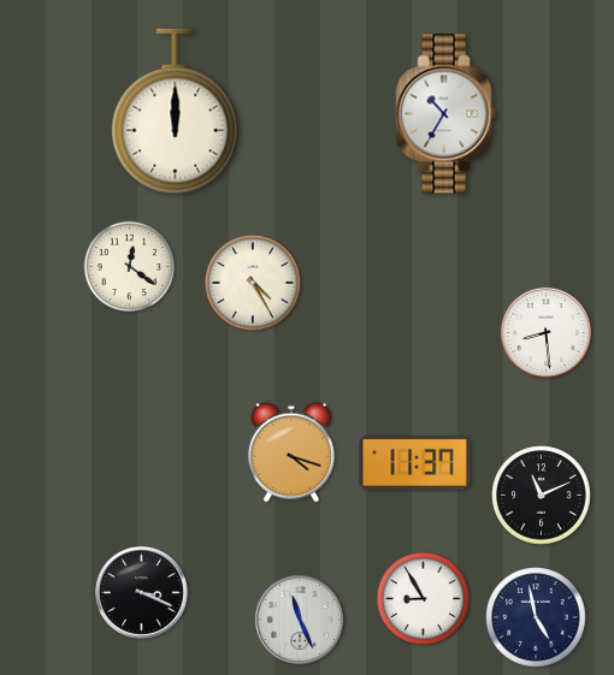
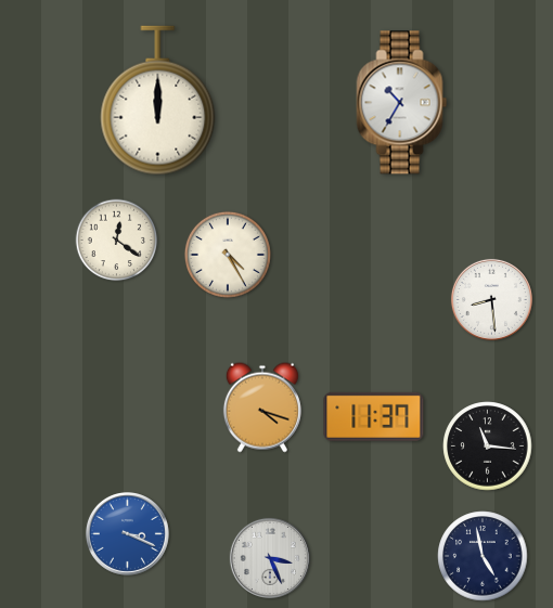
clock at (542, 496): 11:11 -> 11:16
clock at (141, 592) dial: black -> blue
clock at (423, 598): 8:55 -> none
clock at (300, 620): 11:26 -> 3:26
